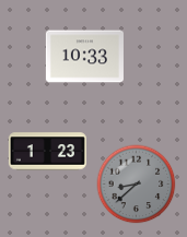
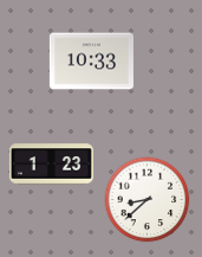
clock at (137, 185) dial: grey -> white
